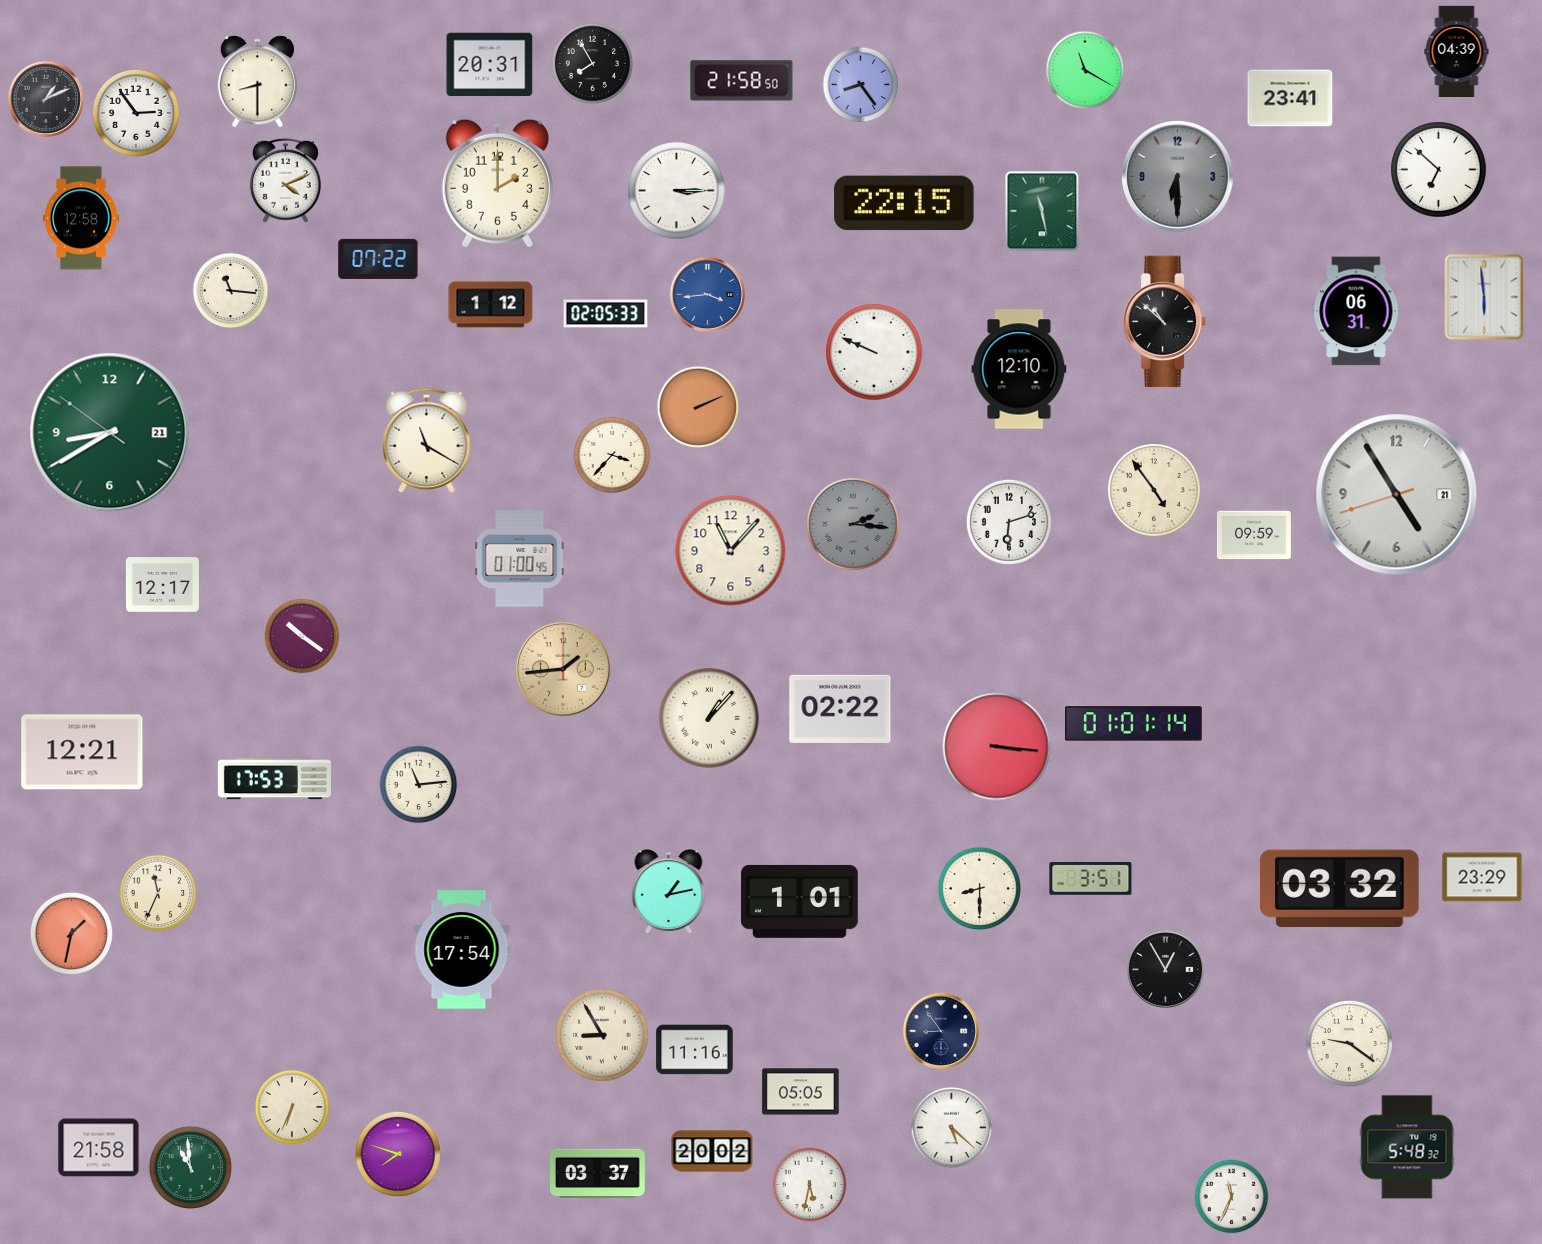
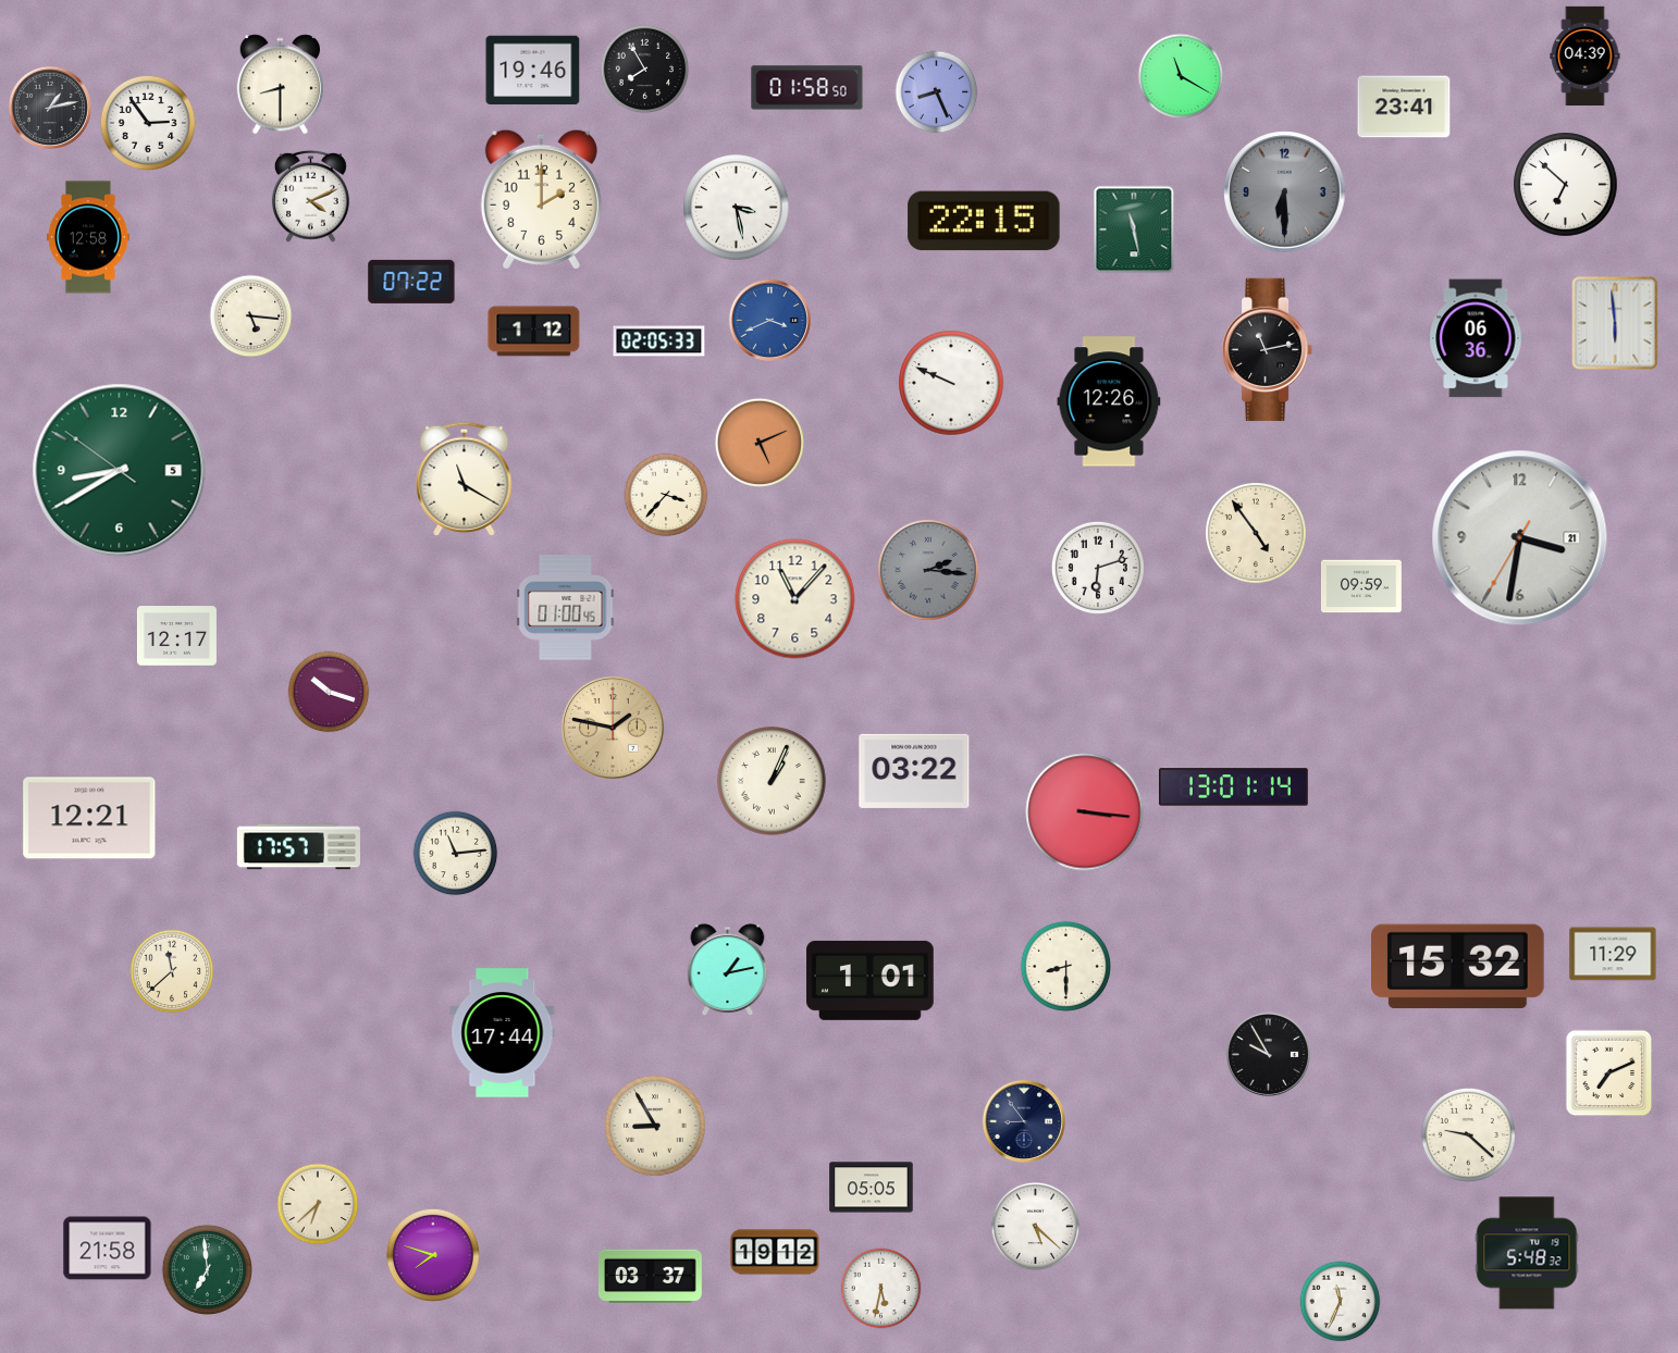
clock at (490, 65): 20:31 -> 19:46
clock at (742, 81): 21:58 -> 01:58
clock at (258, 82) position: (258, 82) -> (281, 85)
clock at (861, 85): 8:24 -> 8:26
clock at (46, 99): 1:11 -> 1:13
clock at (1178, 177) position: (1178, 177) -> (1285, 193)
clock at (677, 191): 3:15 -> 3:28
clock at (231, 291): 11:16 -> 5:16
clock at (707, 294): 3:44 -> 3:41
clock at (1356, 311): 06:31 -> 06:36
clock at (1165, 322): 10:52 -> 11:13
clock at (1019, 369): 12:10 -> 12:26
clock at (697, 406): 2:11 -> 5:11
clock at (110, 433) date: 21 -> 5
clock at (1397, 495): 4:54 -> 3:31
clock at (1254, 535) position: (1254, 535) -> (1361, 586)
clock at (302, 636): 10:21 -> 10:18
clock at (563, 669): 1:44 -> 1:47
clock at (840, 709): 02:22 -> 03:22
clock at (709, 718): 1:07 -> 1:04
clock at (1134, 724): 01:01 -> 13:01
clock at (274, 779): 17:53 -> 17:57
clock at (1482, 877): 23:29 -> 11:29
clock at (1091, 879): 3:51 -> none
clock at (1340, 889): 03:32 -> 15:32
clock at (158, 893): 11:34 -> 11:38
clock at (71, 933): 1:32 -> none
clock at (462, 950): 17:54 -> 17:44
clock at (1165, 969): 12:55 -> 9:55
clock at (1609, 1073): none -> 7:11
clock at (1349, 1043): 9:21 -> 9:22
clock at (695, 1050): 11:16 -> none
clock at (292, 1107): 6:34 -> 6:38
clock at (1407, 1147) position: (1407, 1147) -> (1527, 1253)
clock at (712, 1151): 20:02 -> 19:12
clock at (190, 1167): 10:59 -> 6:59
